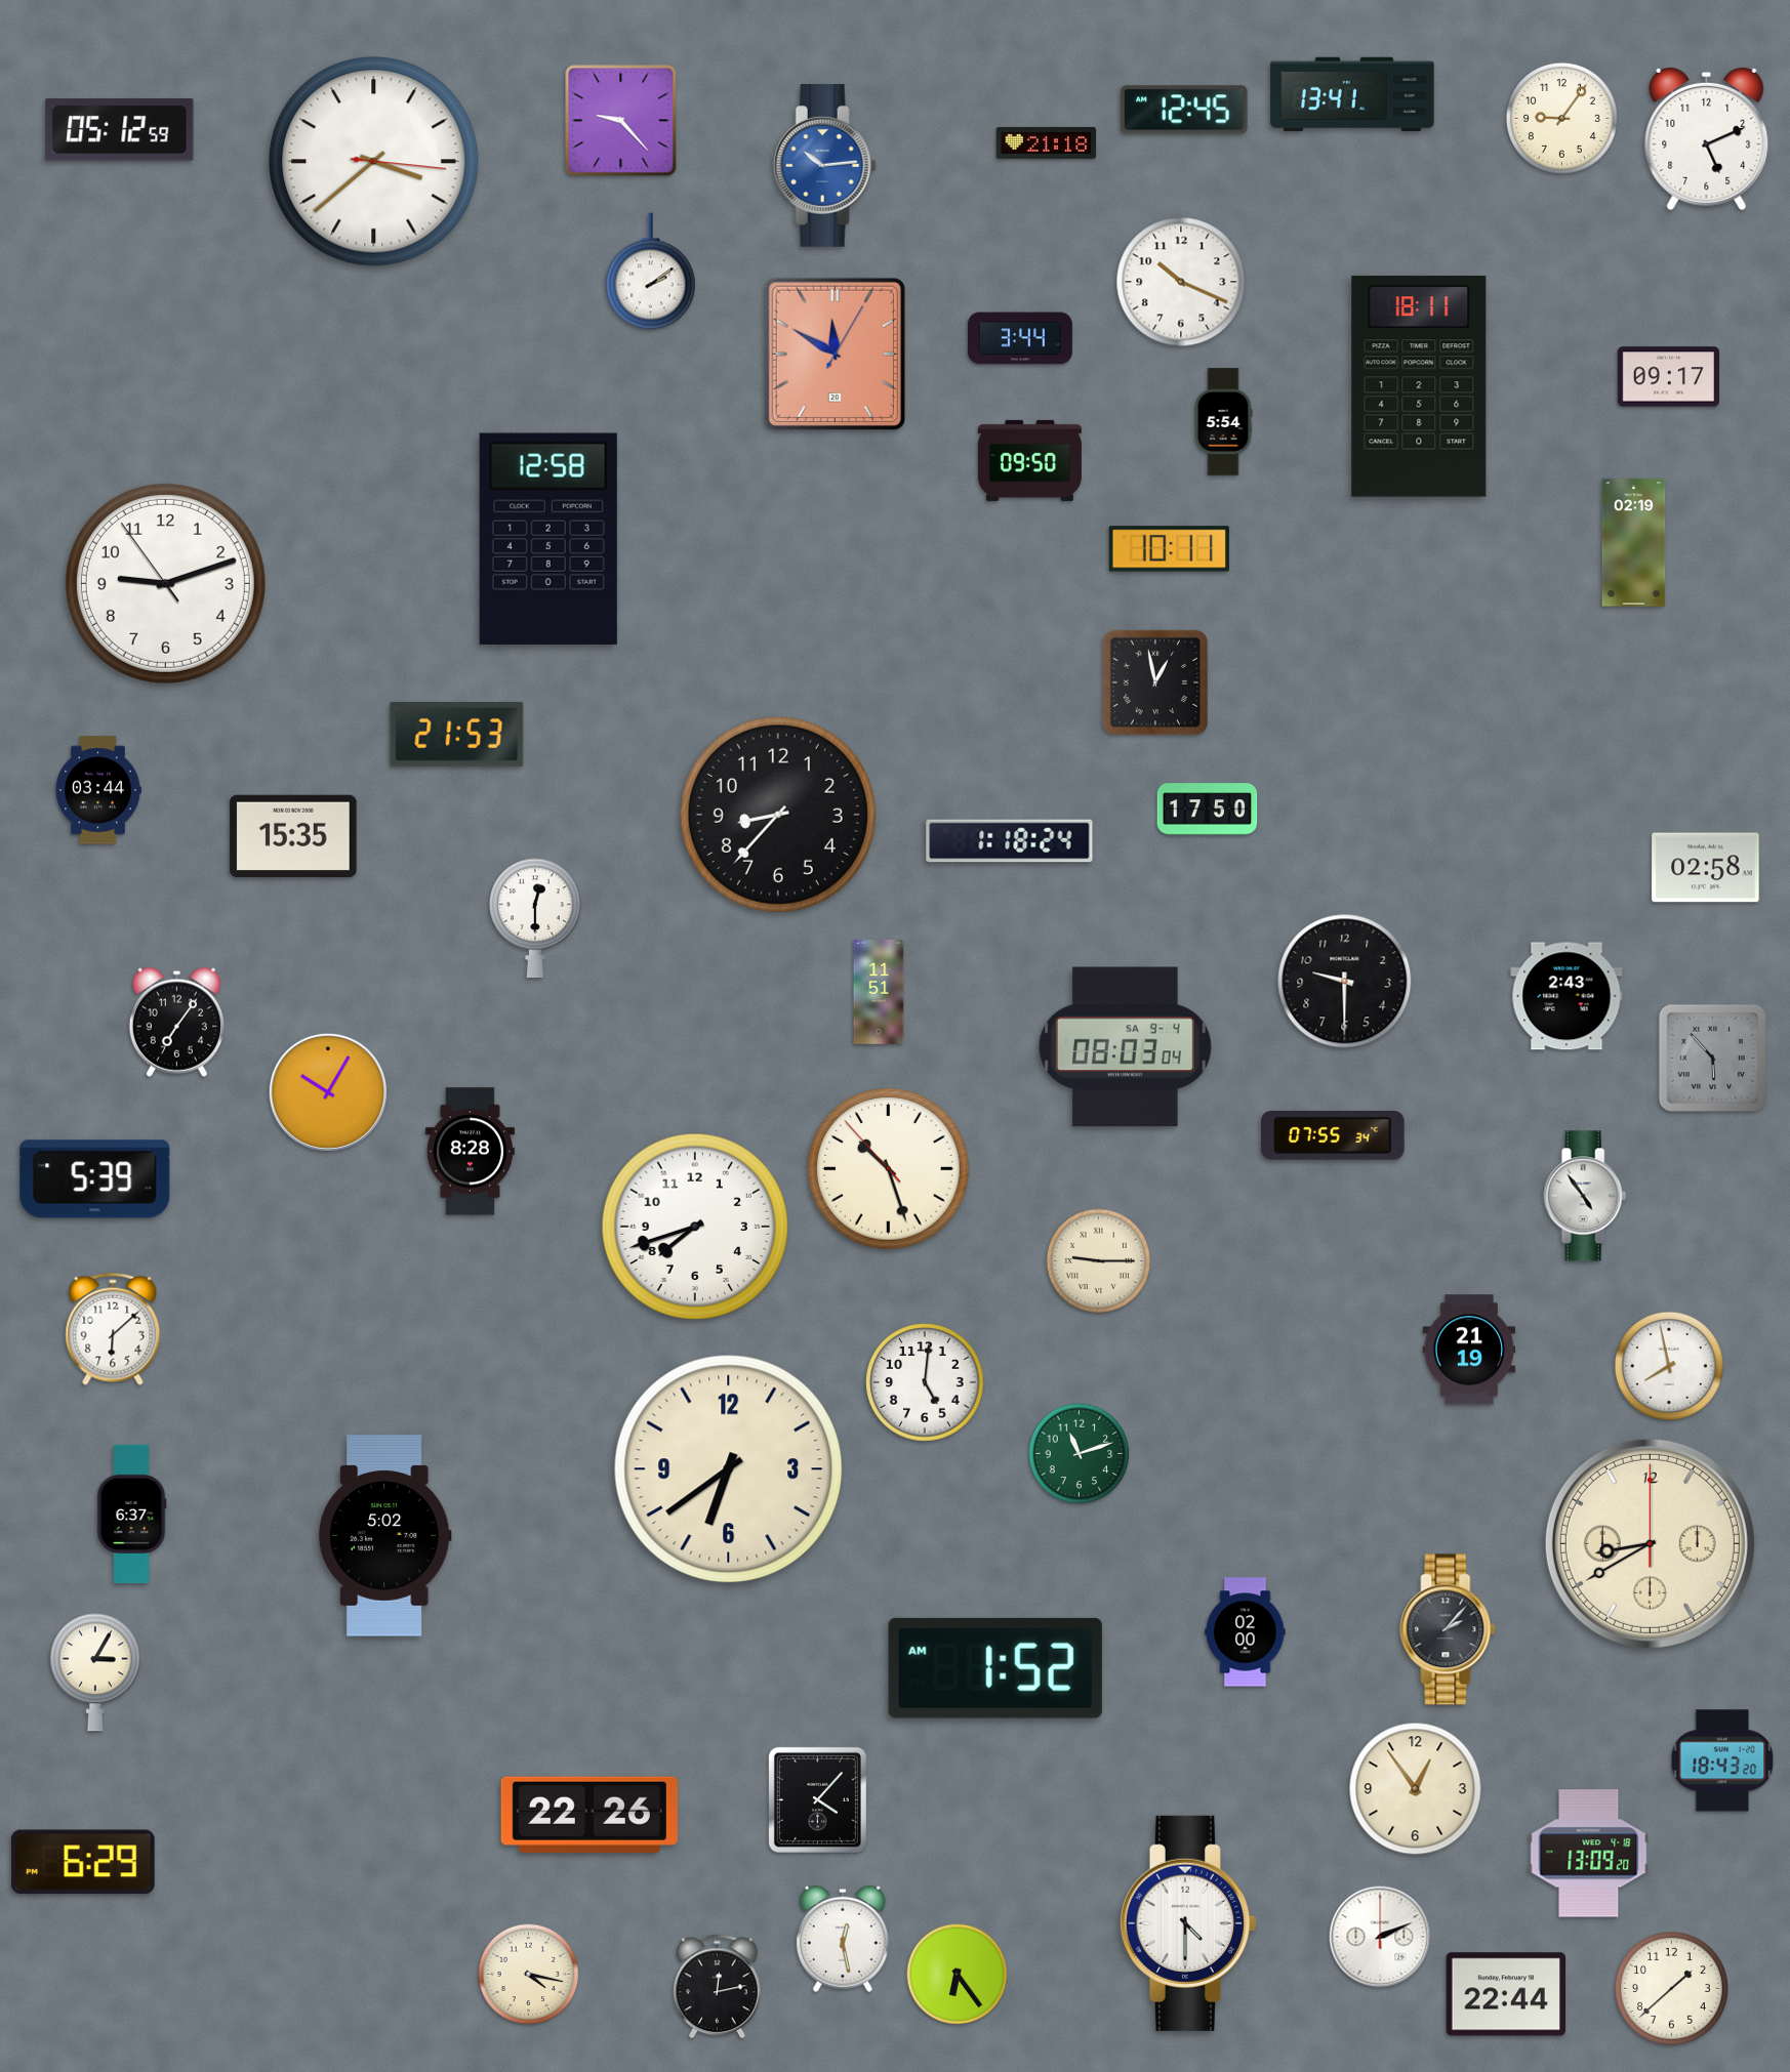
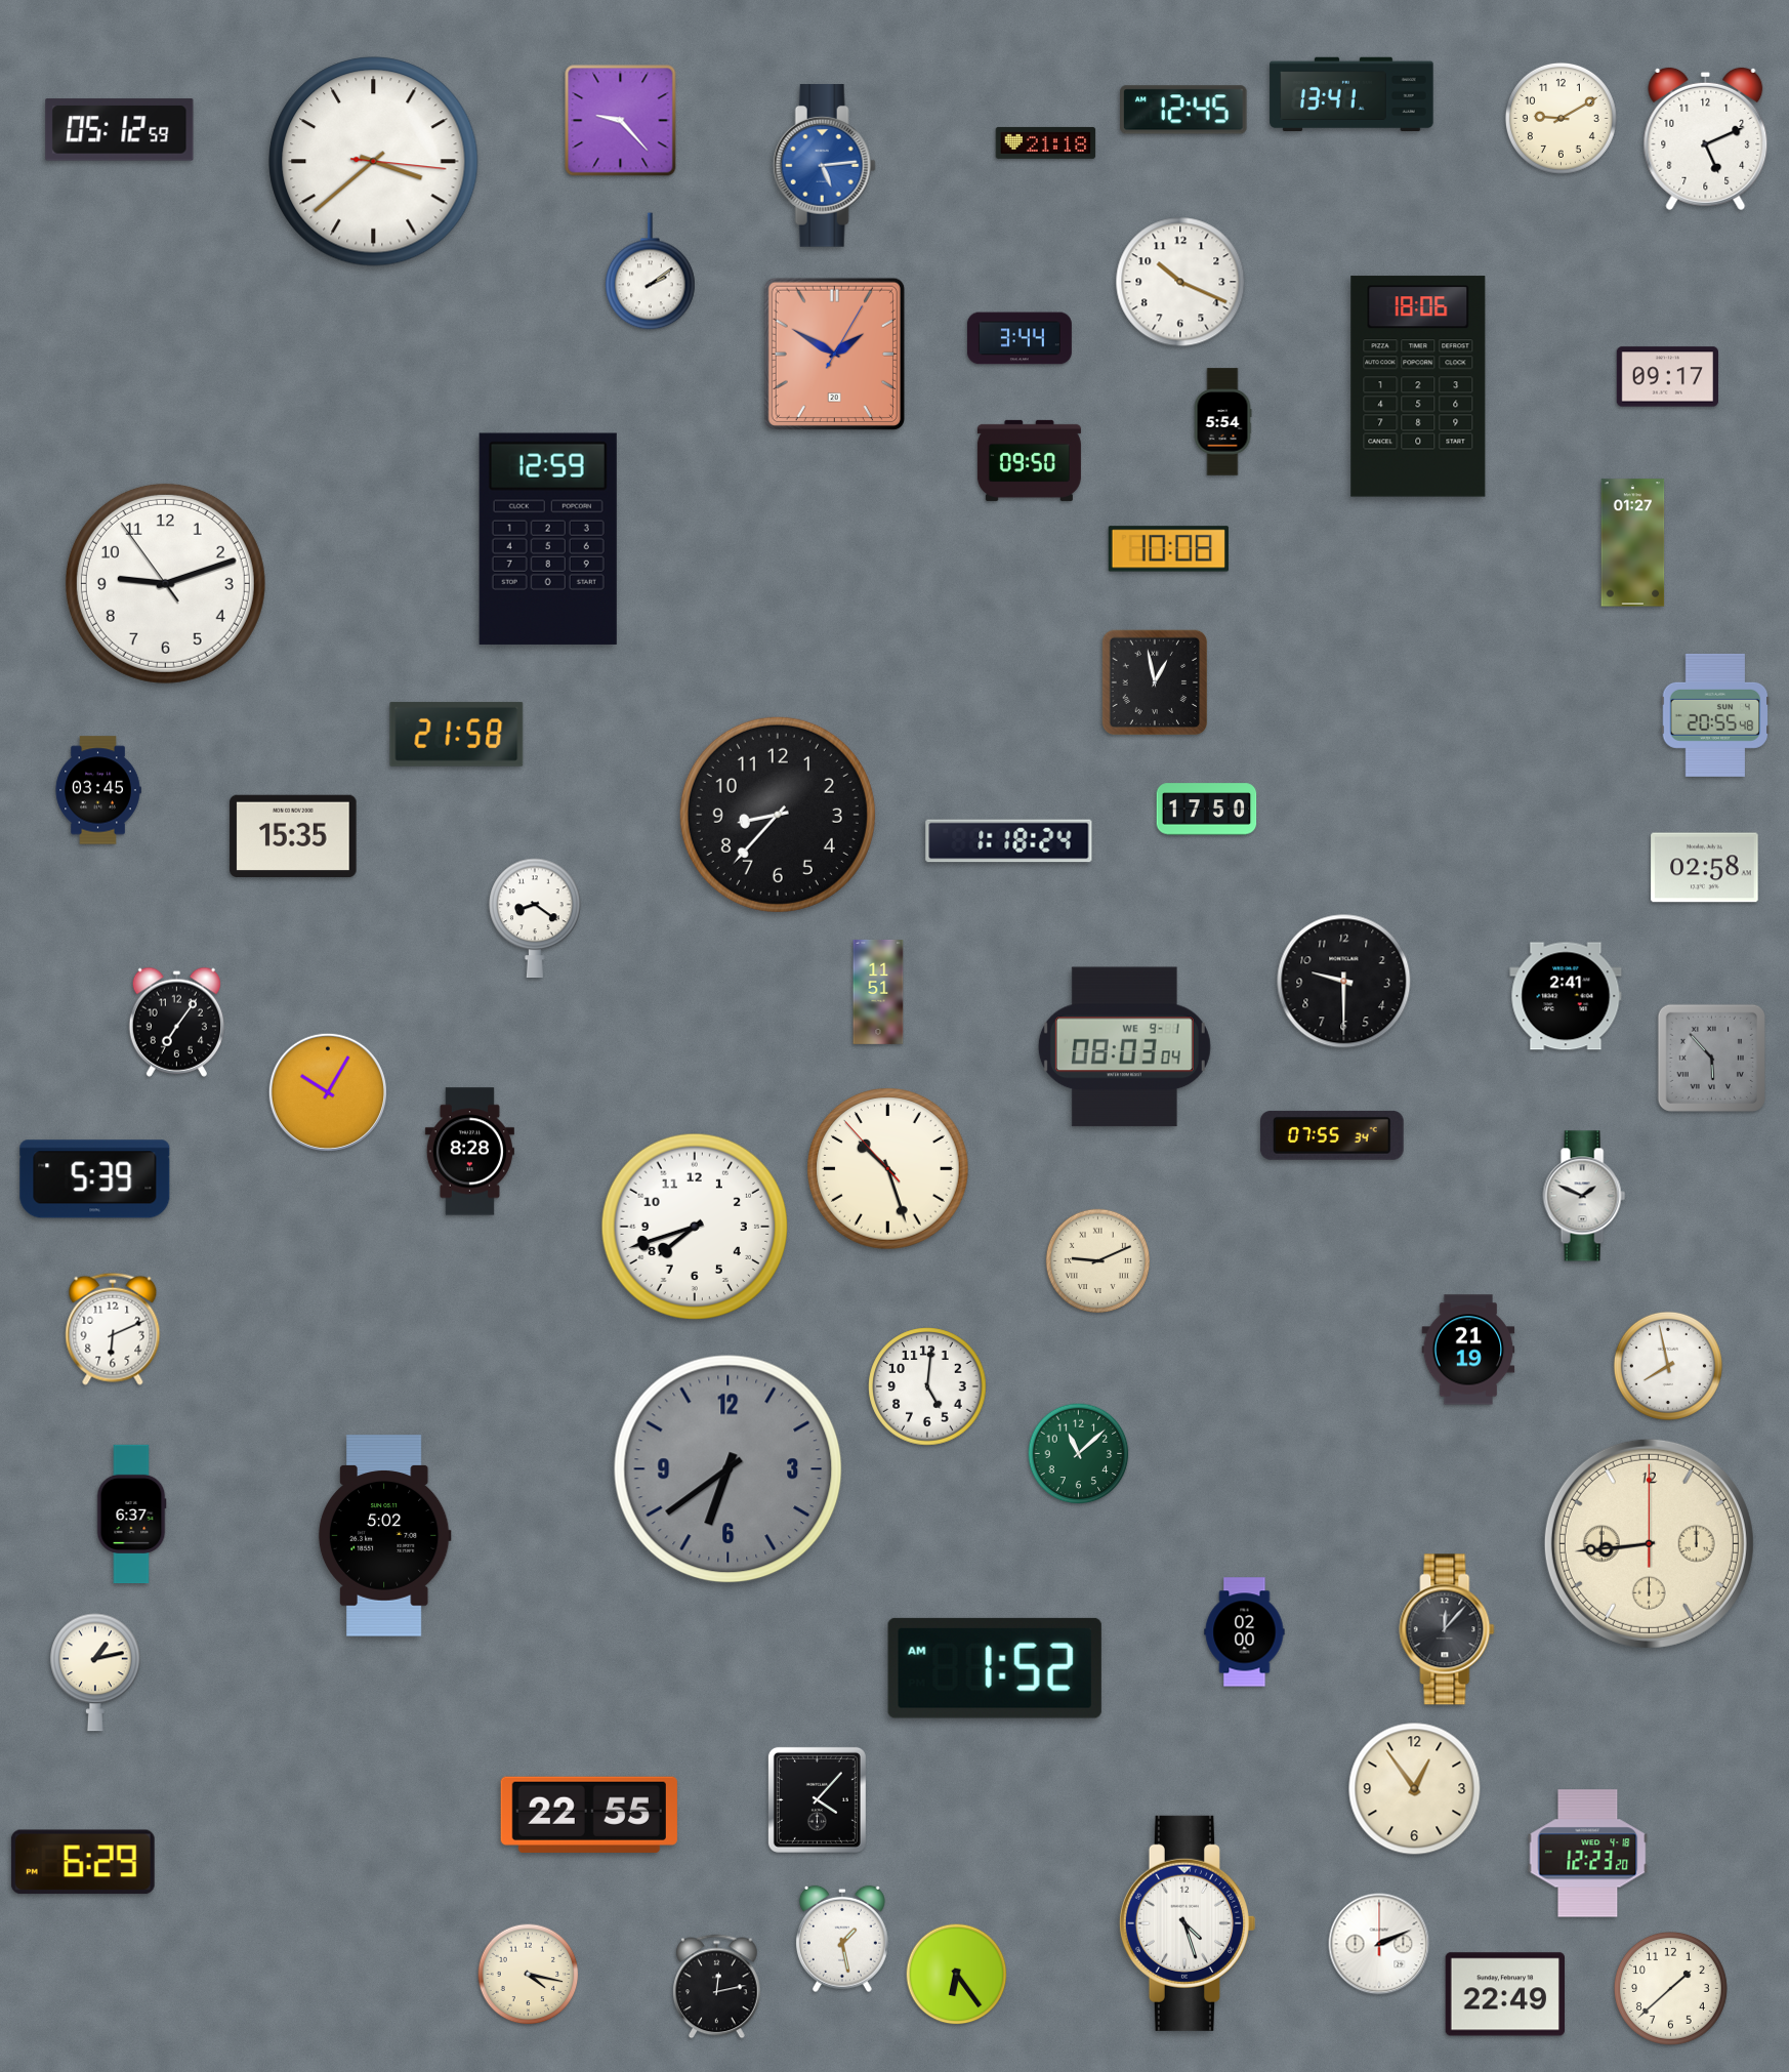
clock at (1561, 118): 9:06 -> 9:10
clock at (824, 166): 10:14 -> 5:14
clock at (835, 354): 11:50 -> 1:50
clock at (1419, 386): 18:11 -> 18:06
clock at (548, 539): 12:58 -> 12:59
clock at (1634, 543): 02:19 -> 01:27
clock at (1169, 549): 10:11 -> 10:08
clock at (1715, 715): none -> 20:55
clock at (457, 734): 21:53 -> 21:58
clock at (98, 790): 03:44 -> 03:45
clock at (535, 918): 12:30 -> 8:21
clock at (1567, 996): 2:43 -> 2:41
clock at (1125, 1047) date: SA 9-4 -> WE 9-1
clock at (1585, 1196): 4:54 -> 1:49
clock at (1099, 1261): 9:15 -> 9:11
clock at (113, 1329): 6:08 -> 6:11
clock at (925, 1382) position: (925, 1382) -> (927, 1386)
clock at (1080, 1454): 11:12 -> 11:08
clock at (729, 1469) dial: cream -> grey
clock at (1650, 1543): 8:40 -> 8:44
clock at (1448, 1629): 2:07 -> 12:07
clock at (95, 1672): 3:05 -> 1:13
clock at (1722, 1760): 18:43 -> none
clock at (589, 1815): 22:26 -> 22:55
clock at (1589, 1854): 13:09 -> 12:23
clock at (1187, 1923): 4:30 -> 4:27
clock at (1380, 1937) position: (1380, 1937) -> (1379, 1944)
clock at (843, 1939): 12:28 -> 1:28
clock at (1505, 1994): 22:44 -> 22:49
